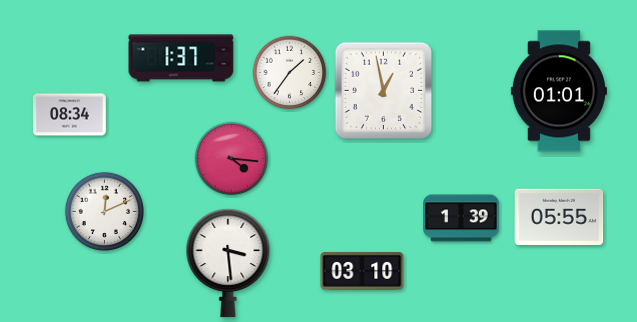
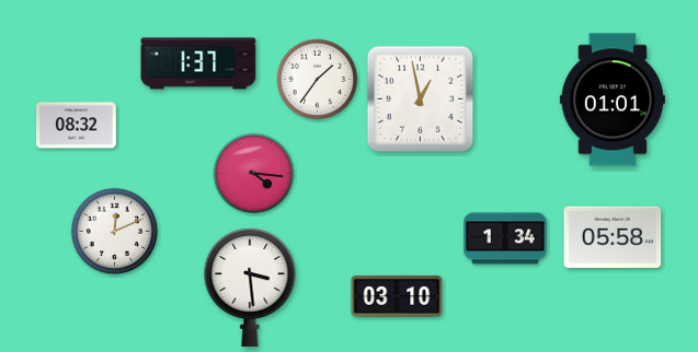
clock at (70, 115): 08:34 -> 08:32
clock at (559, 216): 05:55 -> 05:58
clock at (461, 218): 1:39 -> 1:34
